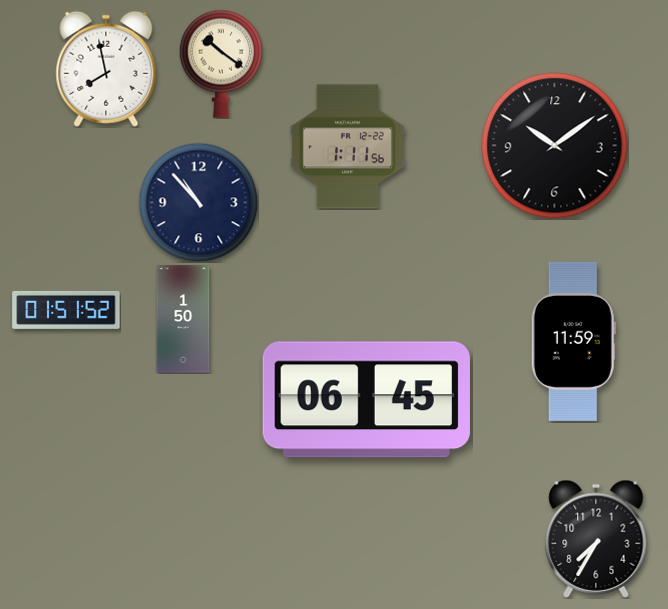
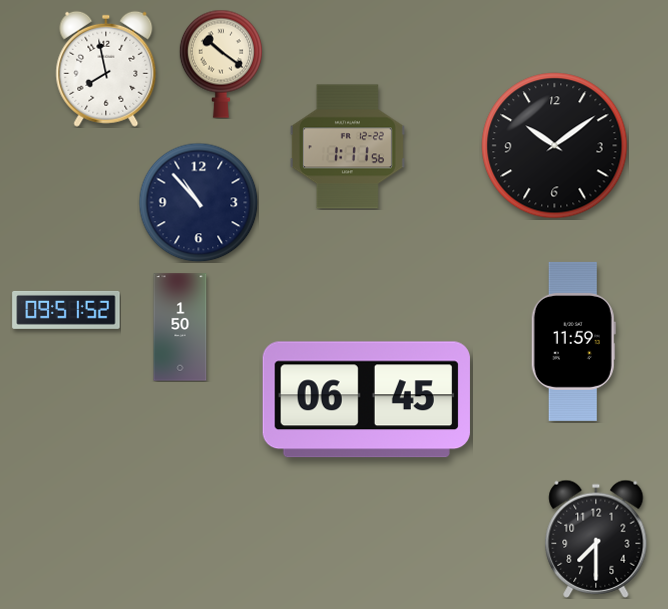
clock at (66, 310): 01:51 -> 09:51
clock at (183, 319) position: (183, 319) -> (180, 327)
clock at (596, 539): 7:35 -> 7:30
